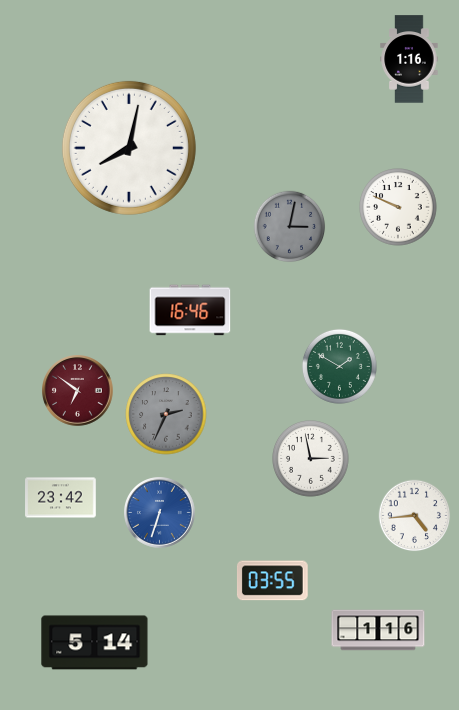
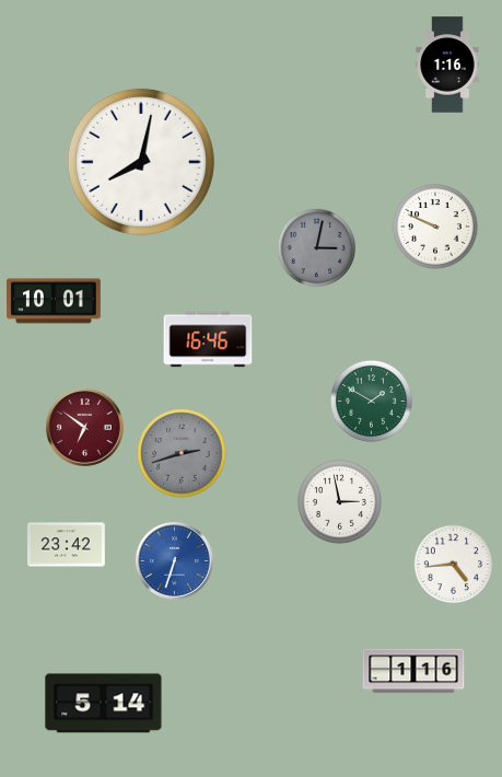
clock at (55, 301): none -> 10:01
clock at (166, 414): 2:34 -> 2:42
clock at (272, 581): 03:55 -> none
clock at (378, 630) position: (378, 630) -> (413, 671)
